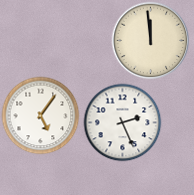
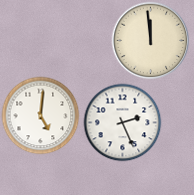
clock at (40, 115): 5:06 -> 5:01
